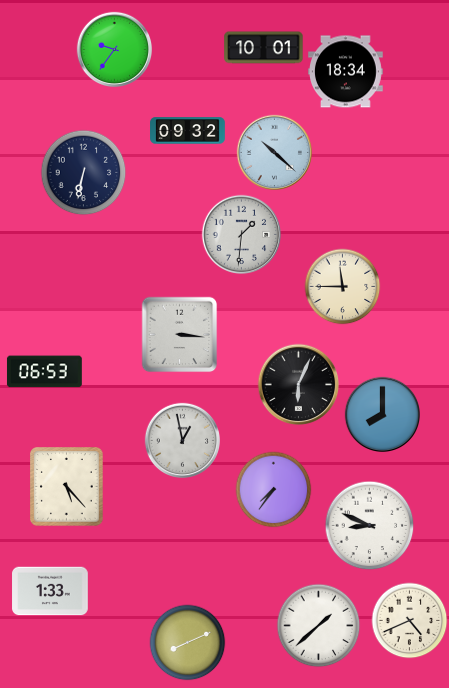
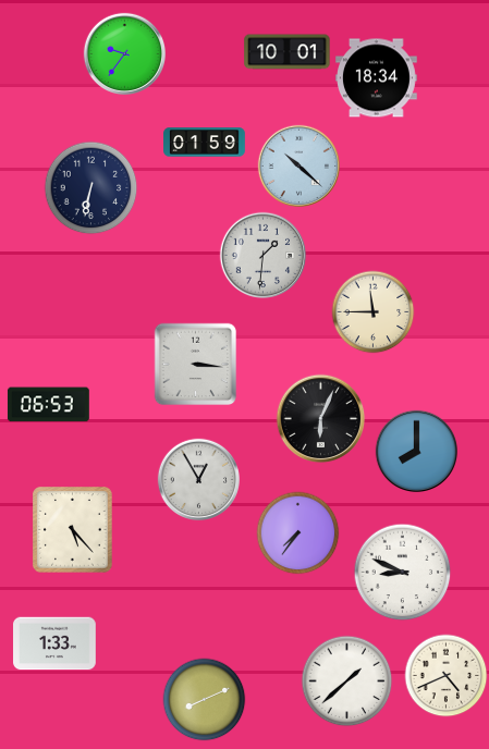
clock at (188, 131): 09:32 -> 01:59
clock at (299, 385) position: (299, 385) -> (321, 419)
clock at (182, 440): 12:58 -> 12:55
